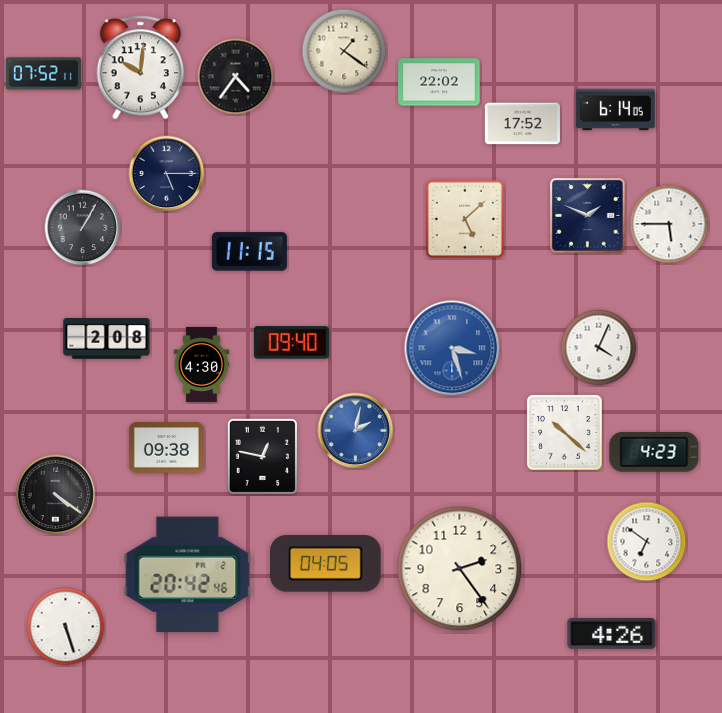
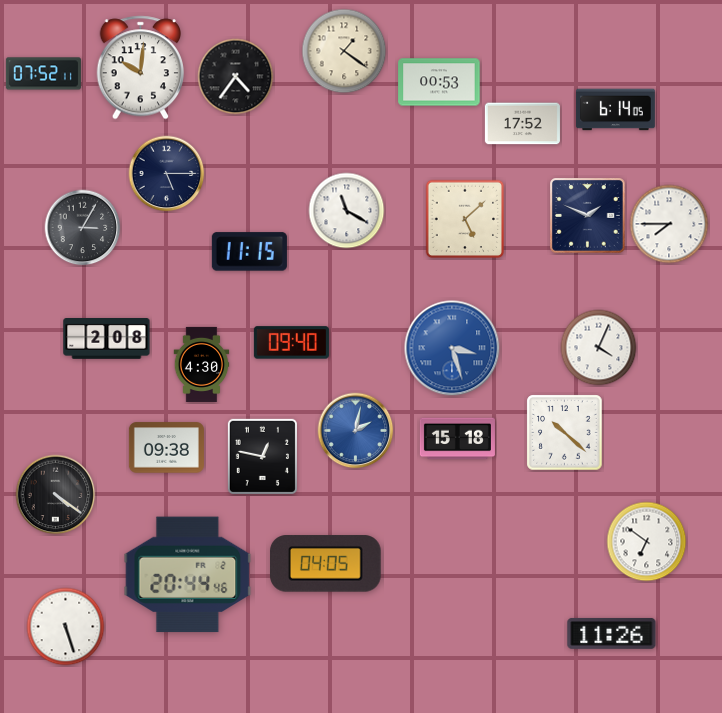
clock at (439, 82): 22:02 -> 00:53
clock at (347, 211): none -> 11:20
clock at (669, 224): 5:45 -> 7:45
clock at (83, 228): 1:05 -> 3:05
clock at (457, 439): none -> 15:18
clock at (654, 452): 4:23 -> none
clock at (460, 569): 2:24 -> none
clock at (188, 575): 20:42 -> 20:44
clock at (612, 634): 4:26 -> 11:26
